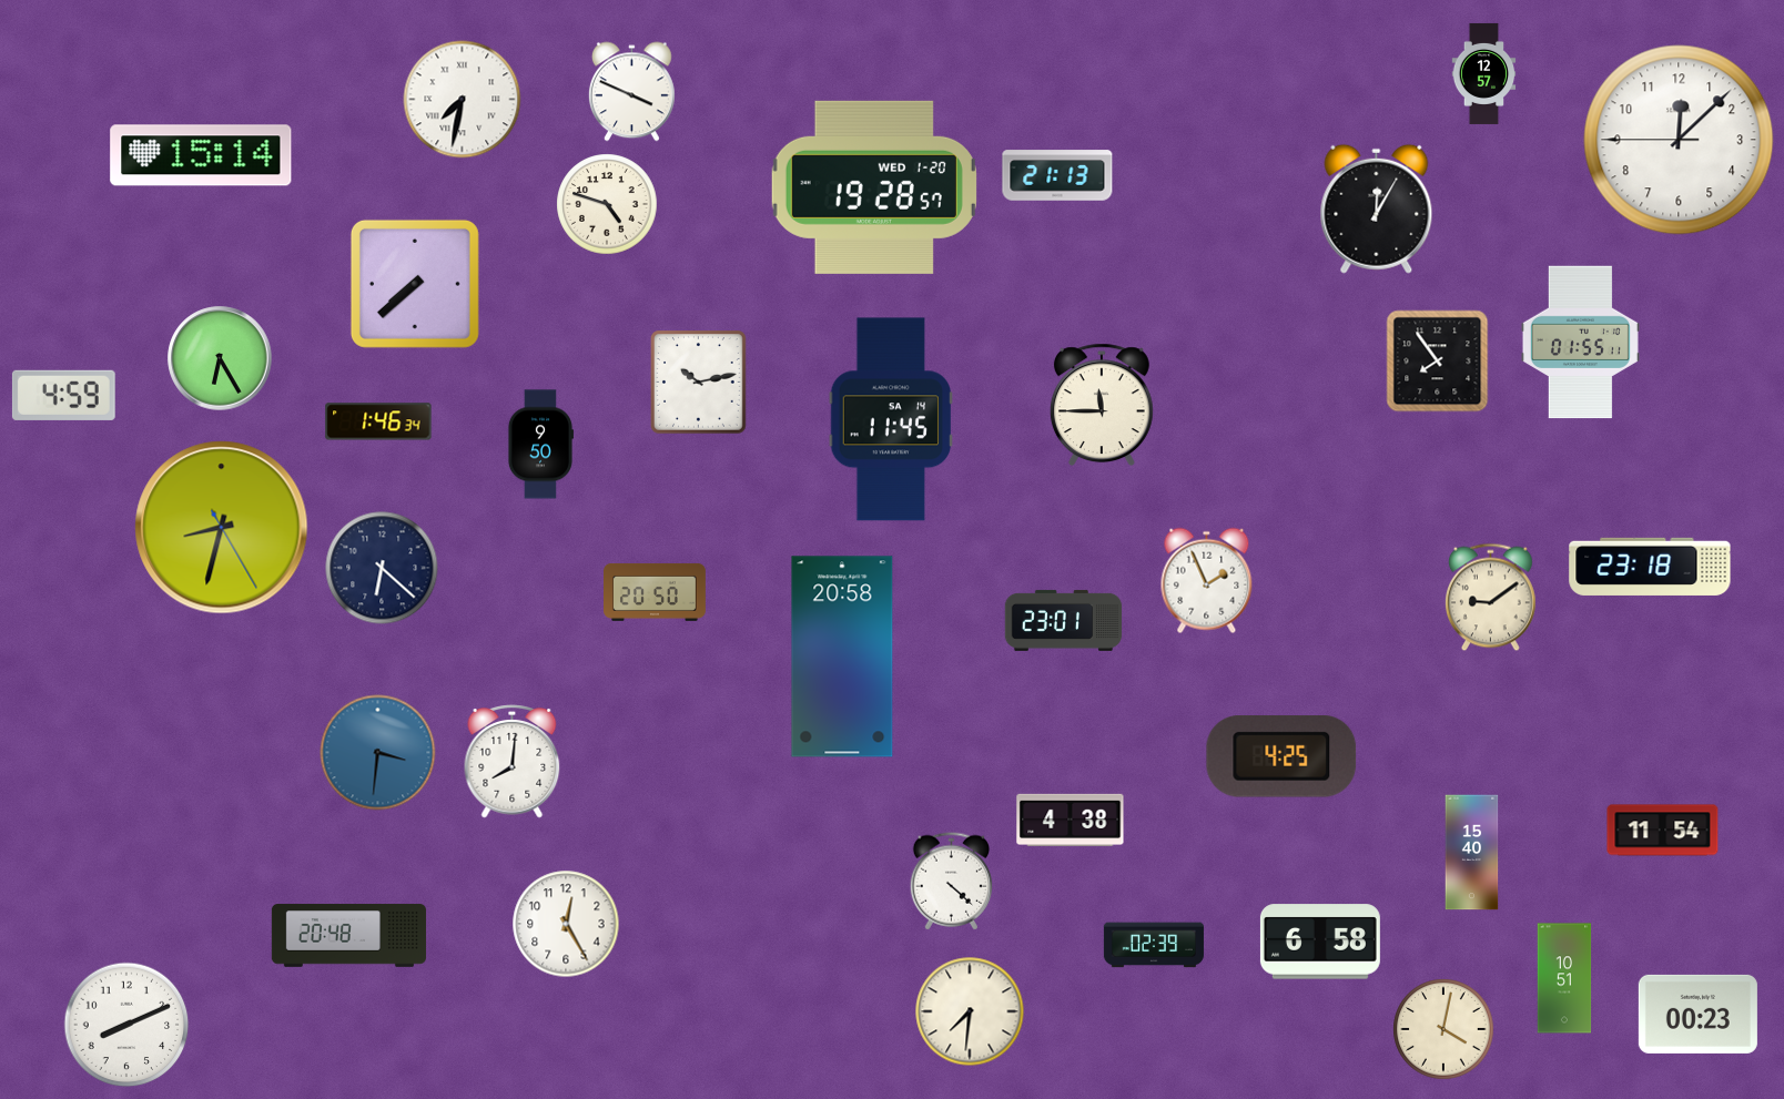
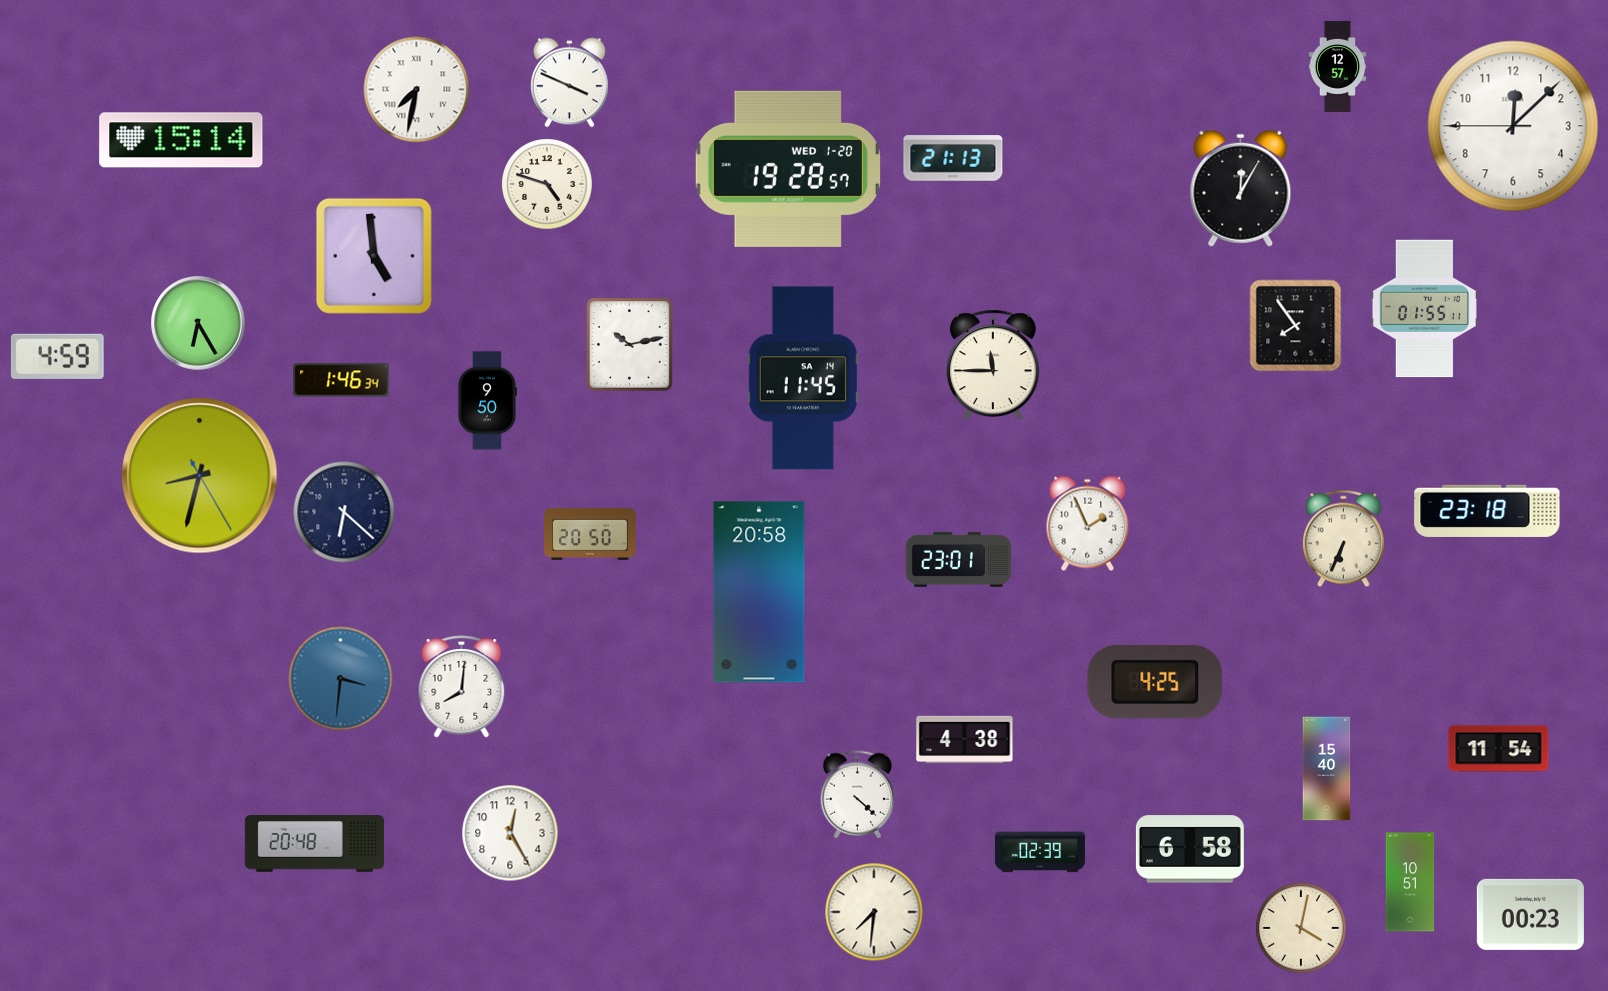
clock at (415, 284): 7:38 -> 4:59
clock at (1491, 598): 9:09 -> 6:34
clock at (126, 1025): 8:11 -> none
